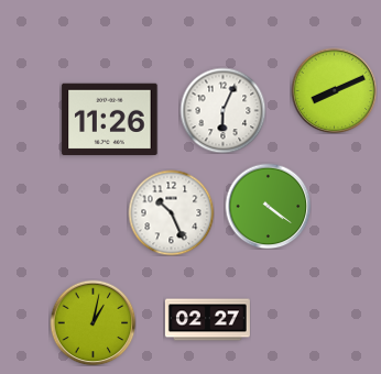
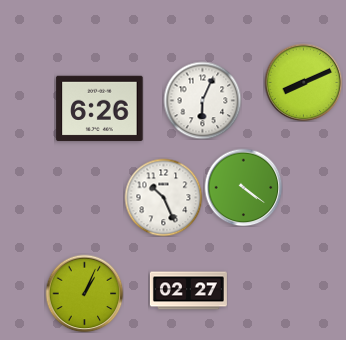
clock at (110, 120): 11:26 -> 6:26
clock at (171, 212) position: (171, 212) -> (163, 197)
clock at (92, 322): 1:02 -> 1:04
